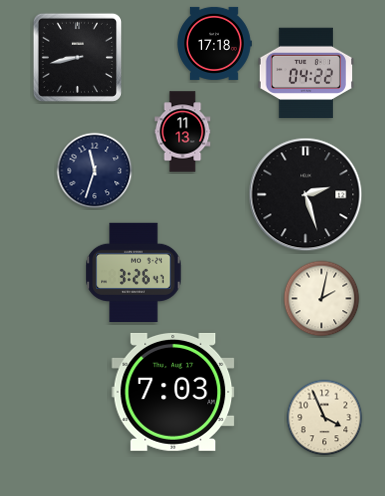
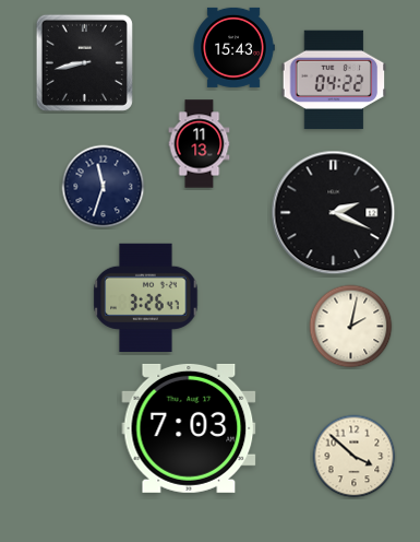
clock at (214, 43): 17:18 -> 15:43
clock at (306, 195): 2:27 -> 2:19
clock at (325, 418): 3:56 -> 3:52
